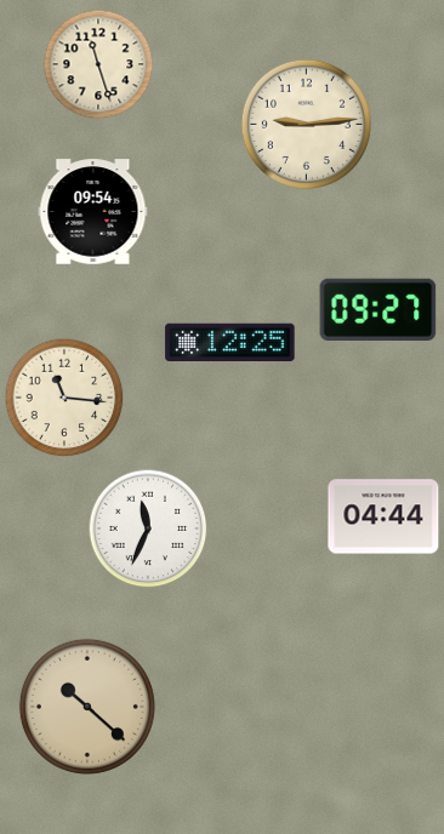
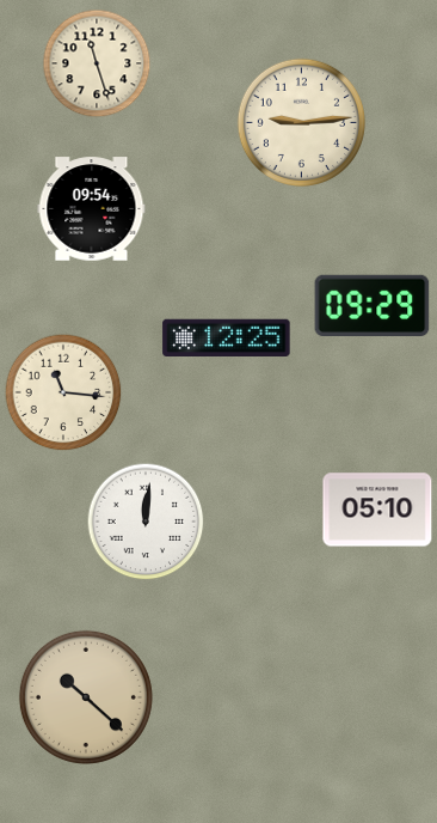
clock at (378, 309): 09:27 -> 09:29
clock at (383, 516): 04:44 -> 05:10
clock at (148, 529): 11:34 -> 12:01
